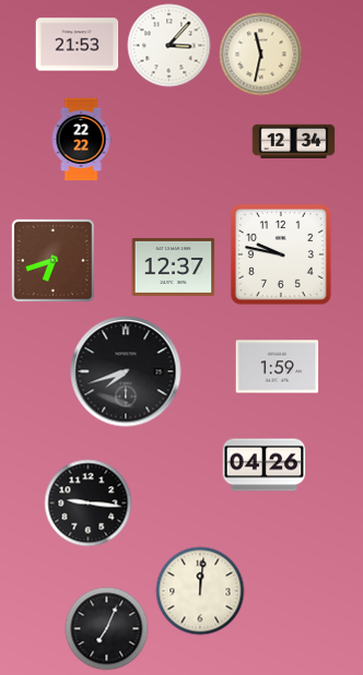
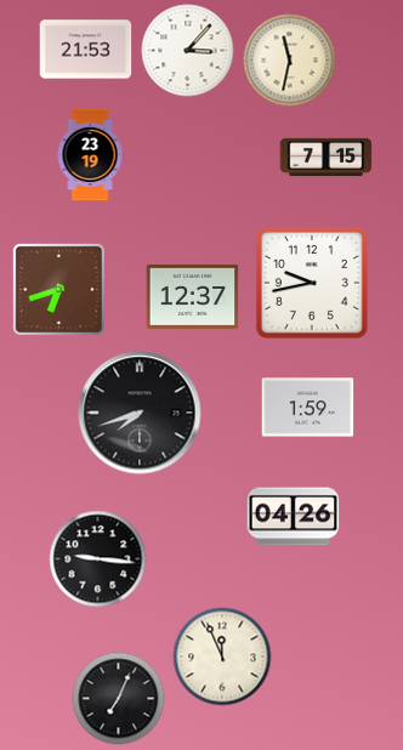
clock at (81, 140): 22:22 -> 23:19
clock at (294, 141): 12:34 -> 7:15
clock at (281, 254): 9:47 -> 9:43
clock at (200, 591): 12:01 -> 11:56
